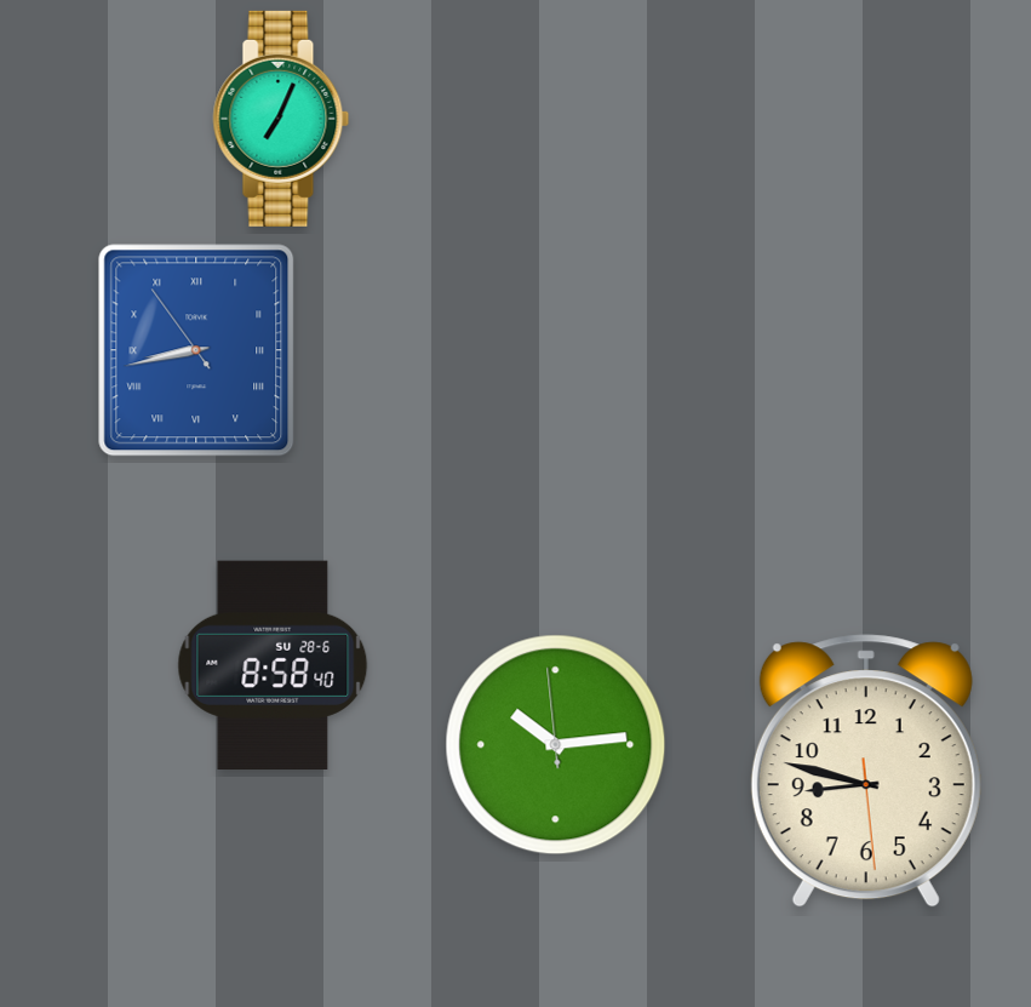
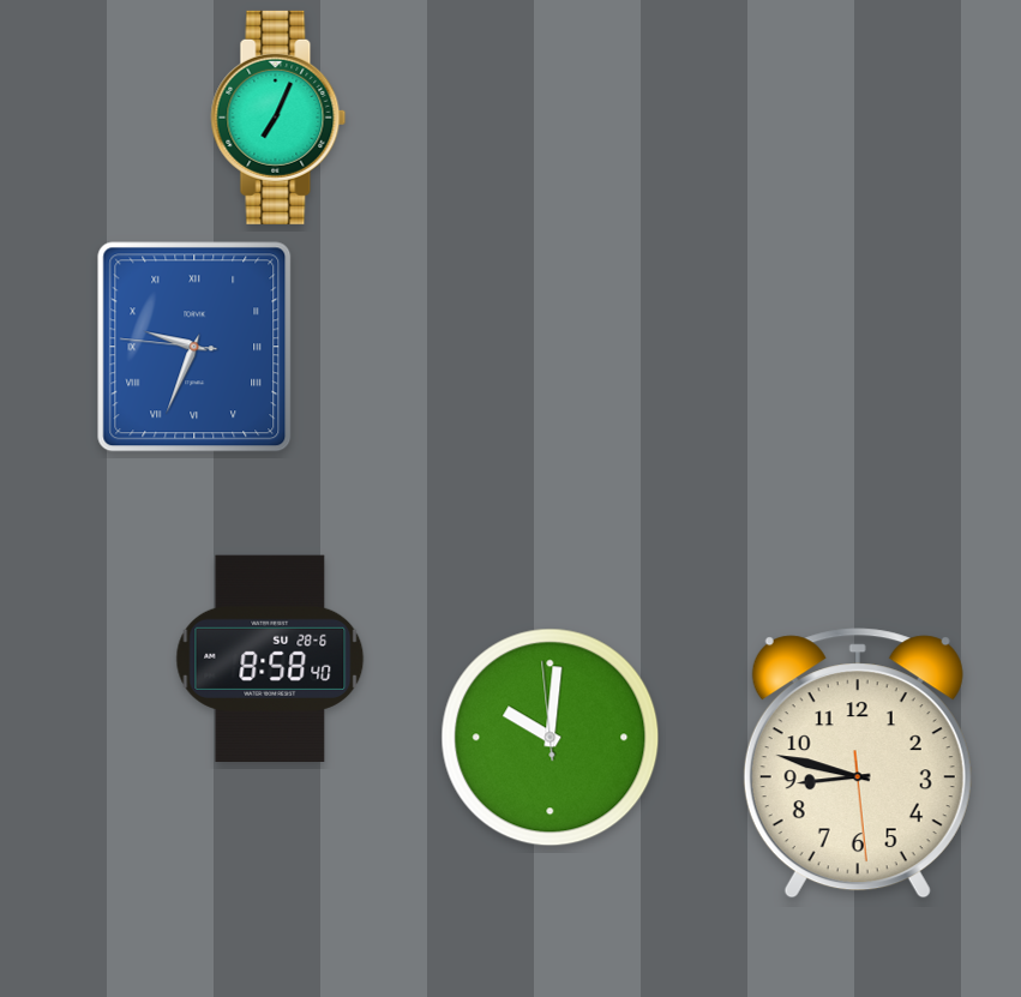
clock at (196, 350): 8:42 -> 9:33
clock at (556, 745): 10:13 -> 10:00
